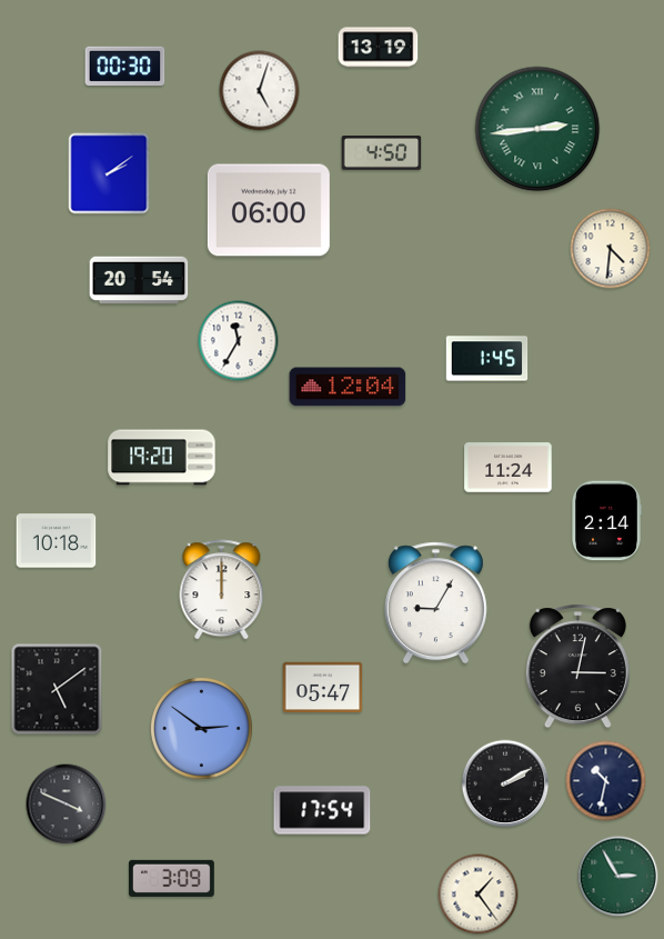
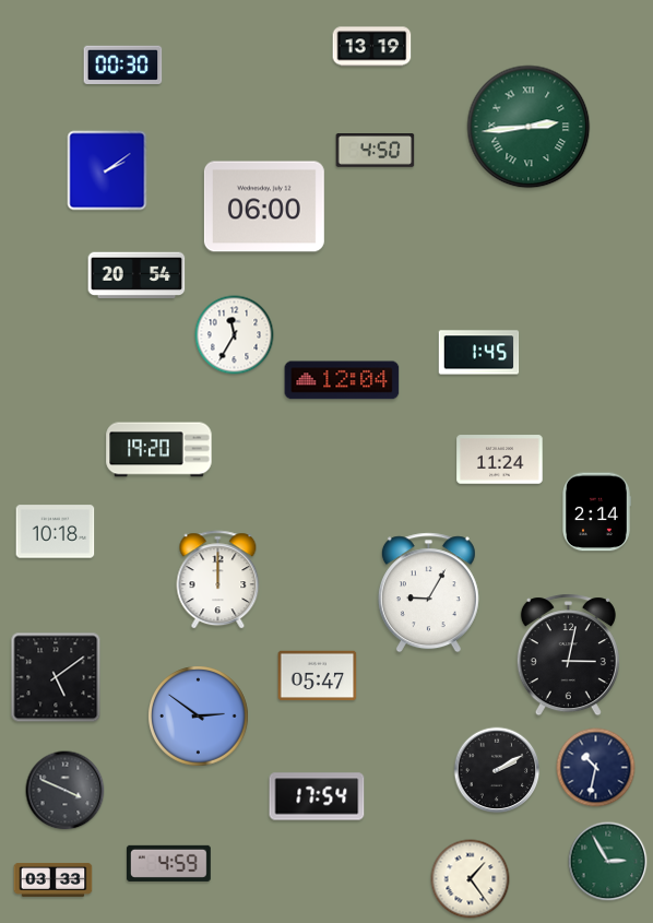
clock at (260, 91): 5:03 -> none
clock at (611, 249): 4:31 -> none
clock at (171, 878): 3:09 -> 4:59
clock at (54, 879): none -> 03:33
